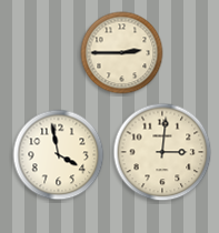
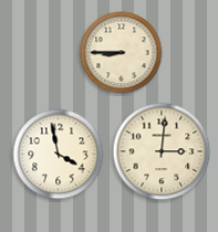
clock at (122, 53): 2:45 -> 8:45
